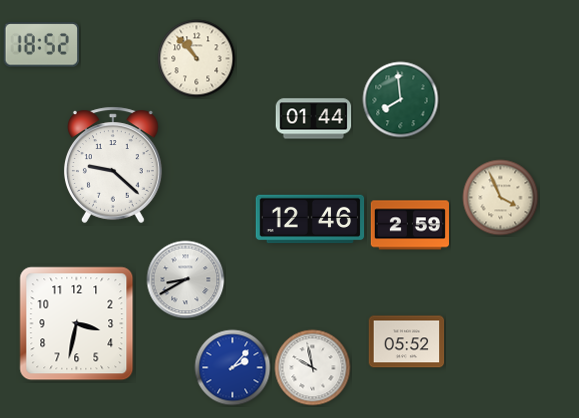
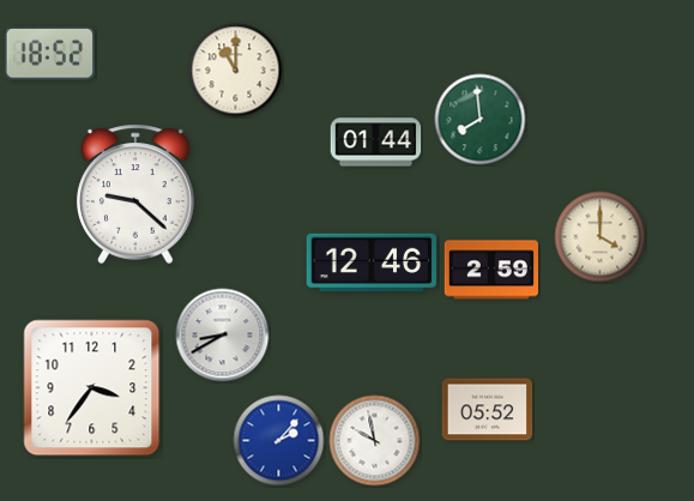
clock at (197, 59): 10:53 -> 11:00
clock at (114, 165) position: (114, 165) -> (137, 194)
clock at (501, 198): 3:56 -> 4:00
clock at (77, 324): 3:32 -> 3:36
